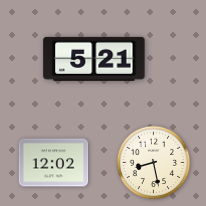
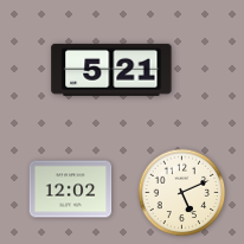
clock at (54, 163) position: (54, 163) -> (71, 190)
clock at (154, 163): 8:28 -> 5:11
